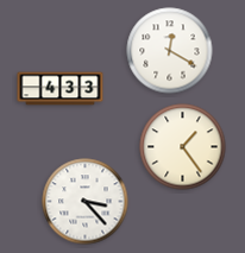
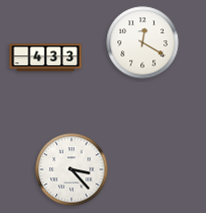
clock at (61, 89) position: (61, 89) -> (46, 58)
clock at (183, 147): 1:24 -> none
